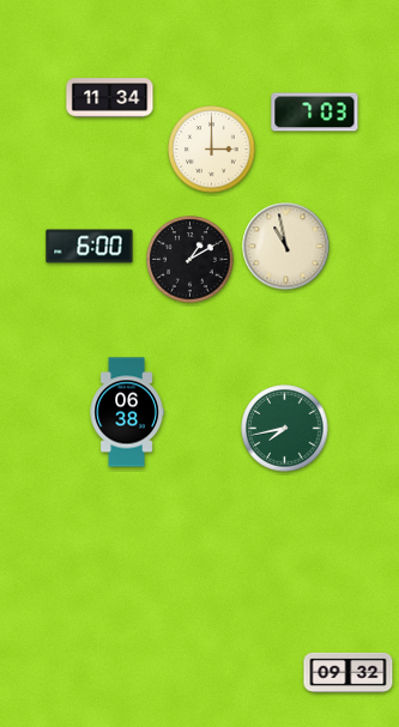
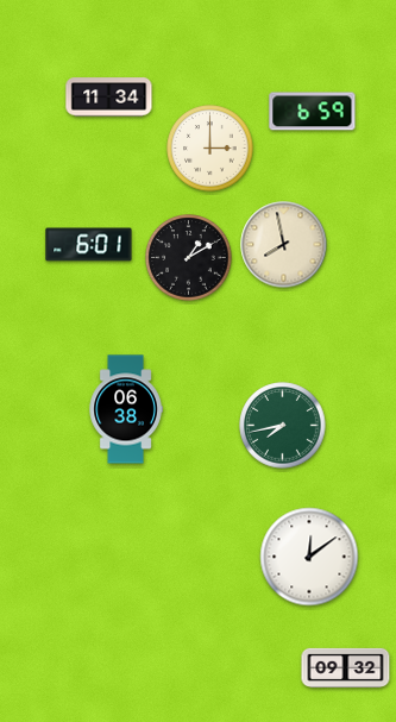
clock at (315, 113): 7:03 -> 6:59
clock at (90, 247): 6:00 -> 6:01
clock at (286, 247): 10:58 -> 7:58
clock at (309, 557): none -> 12:09
